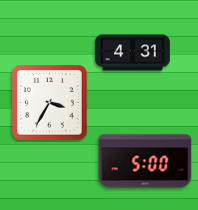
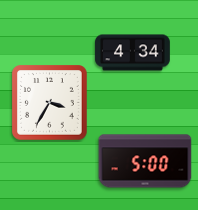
clock at (133, 53): 4:31 -> 4:34
